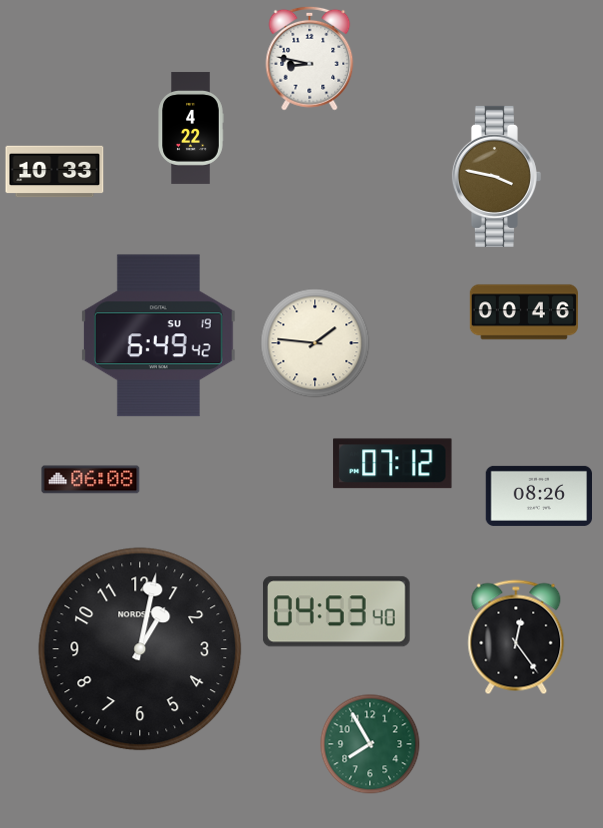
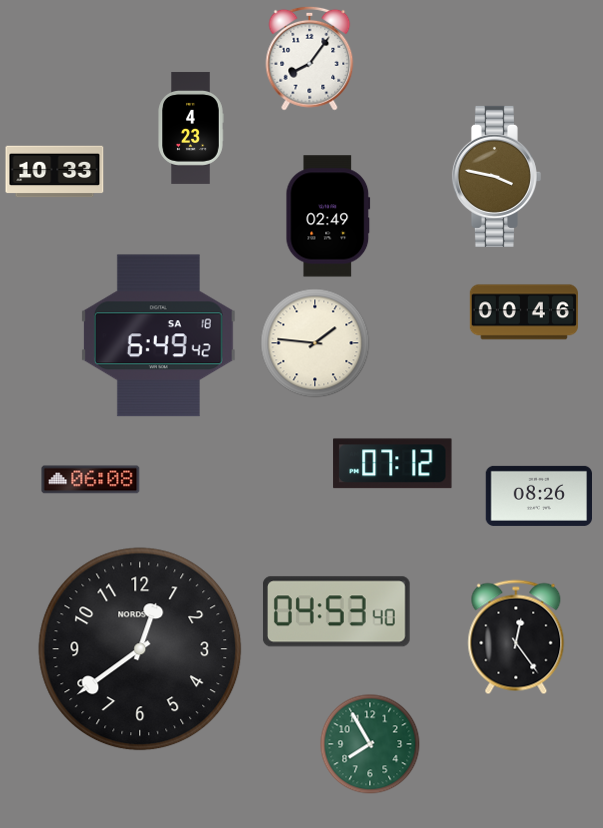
clock at (310, 58): 8:47 -> 8:06
clock at (191, 128): 4:22 -> 4:23
clock at (328, 216): none -> 02:49
clock at (158, 336) date: SU 19 -> SA 18
clock at (140, 649): 1:02 -> 12:39
